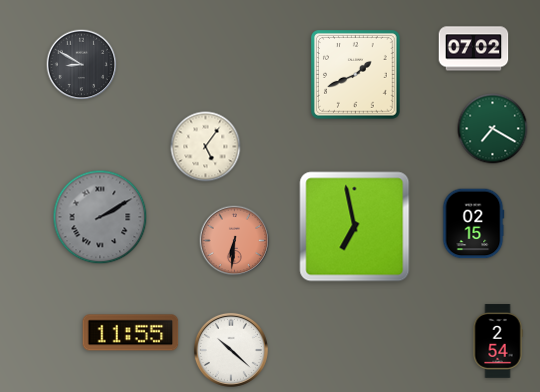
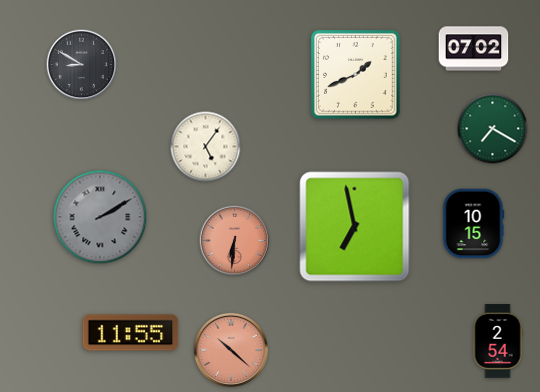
clock at (473, 224): 02:15 -> 10:15
clock at (231, 350) dial: white -> salmon
